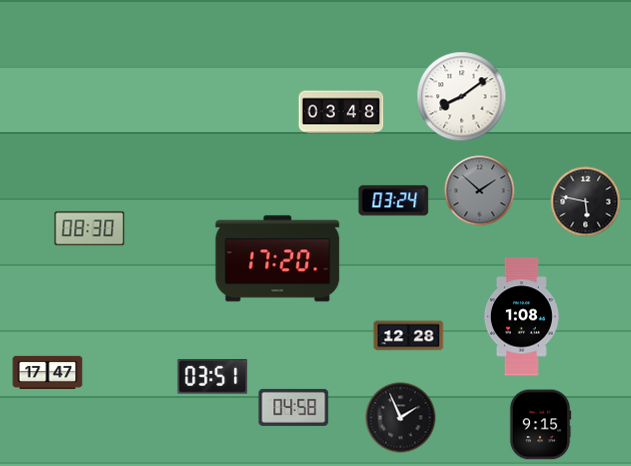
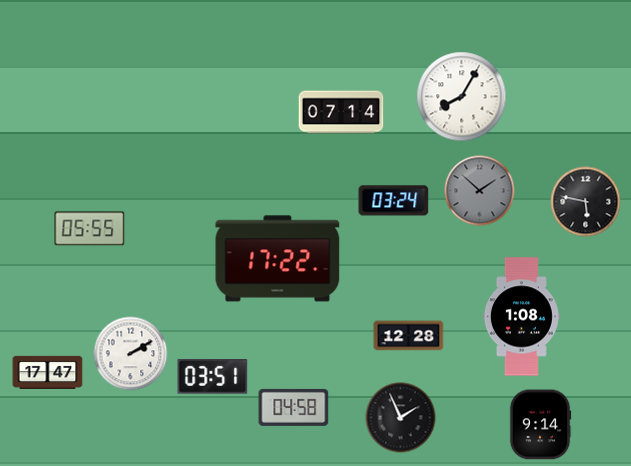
clock at (462, 97): 8:09 -> 8:05
clock at (341, 112): 03:48 -> 07:14
clock at (90, 229): 08:30 -> 05:55
clock at (278, 259): 17:20 -> 17:22
clock at (131, 354): none -> 2:10
clock at (540, 425): 9:15 -> 9:14
